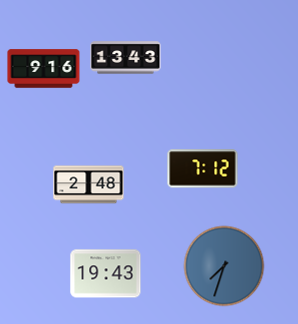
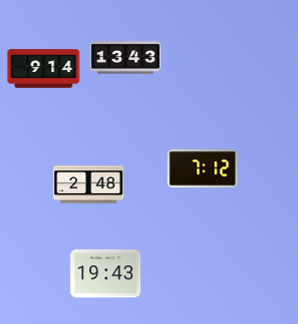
clock at (44, 69): 9:16 -> 9:14
clock at (224, 266): 7:33 -> none
